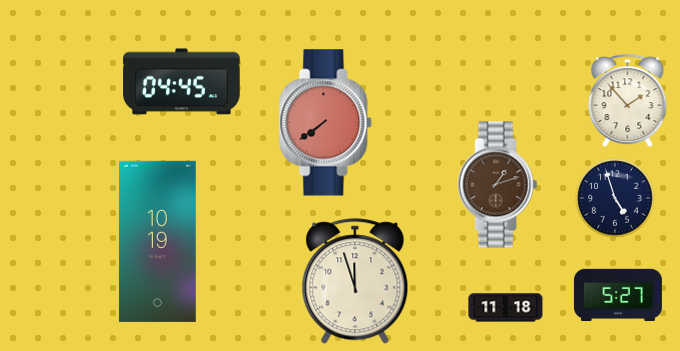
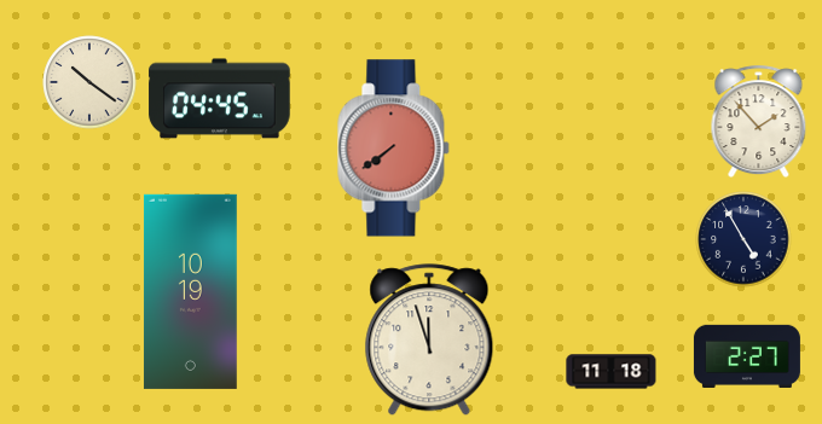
clock at (89, 82): none -> 10:21
clock at (498, 185): 1:12 -> none
clock at (615, 198): 4:57 -> 4:55
clock at (618, 294): 5:27 -> 2:27
